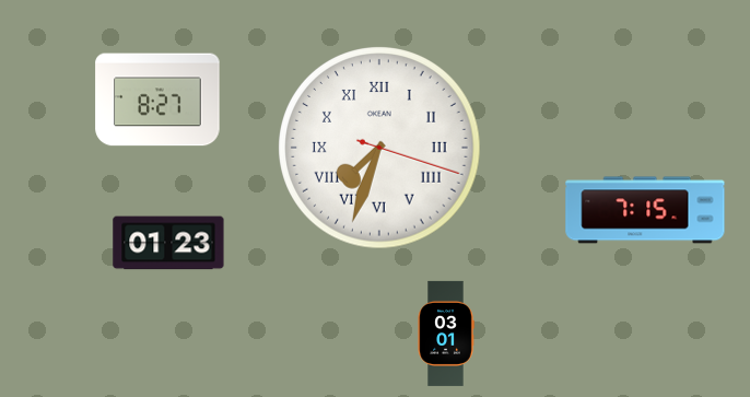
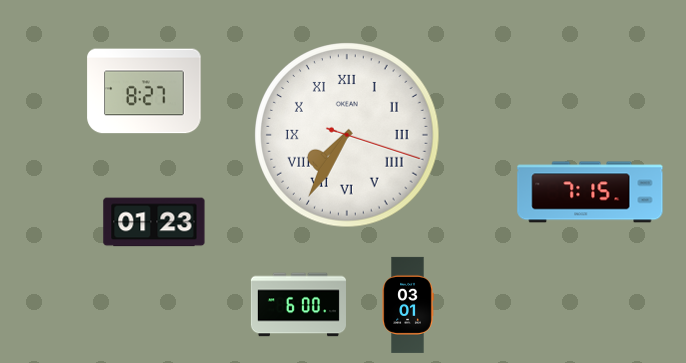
clock at (379, 148): 7:33 -> 7:35
clock at (298, 305): none -> 6:00
